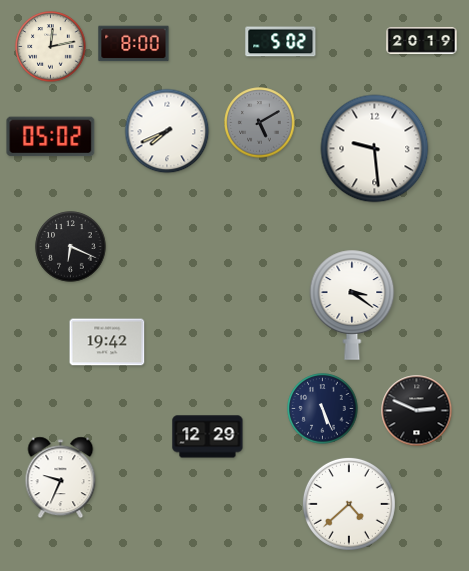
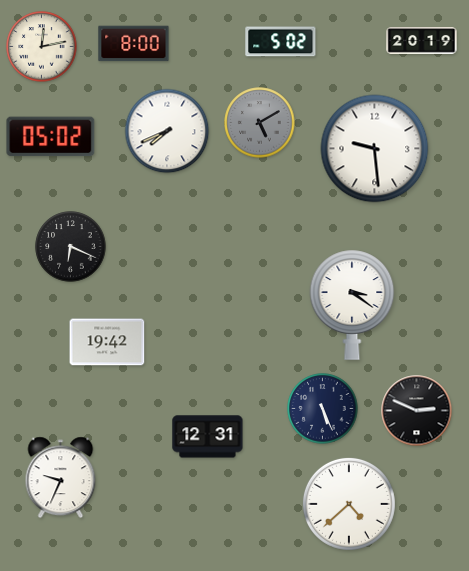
clock at (51, 47) position: (51, 47) -> (42, 47)
clock at (208, 437): 12:29 -> 12:31
